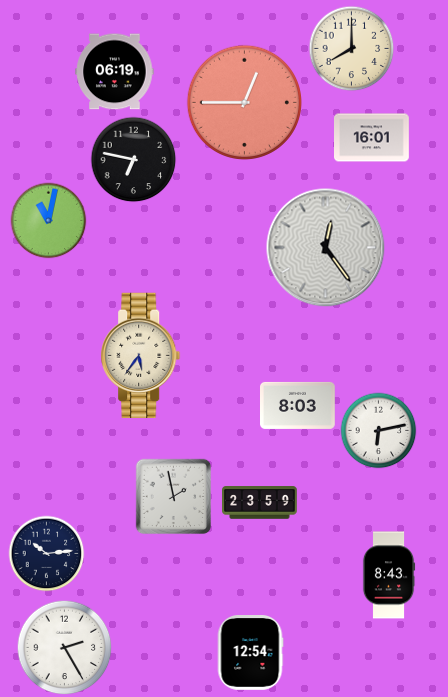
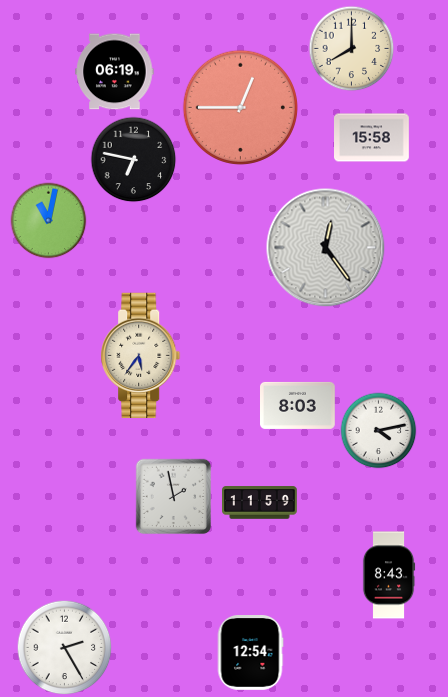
clock at (244, 102) position: (244, 102) -> (240, 107)
clock at (372, 138): 16:01 -> 15:58
clock at (379, 431): 6:13 -> 4:13
clock at (260, 503): 23:59 -> 11:59
clock at (47, 554): 10:14 -> none
